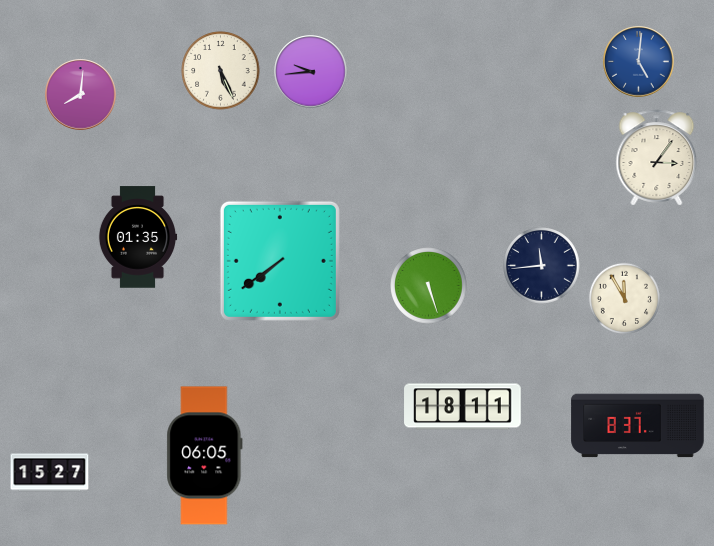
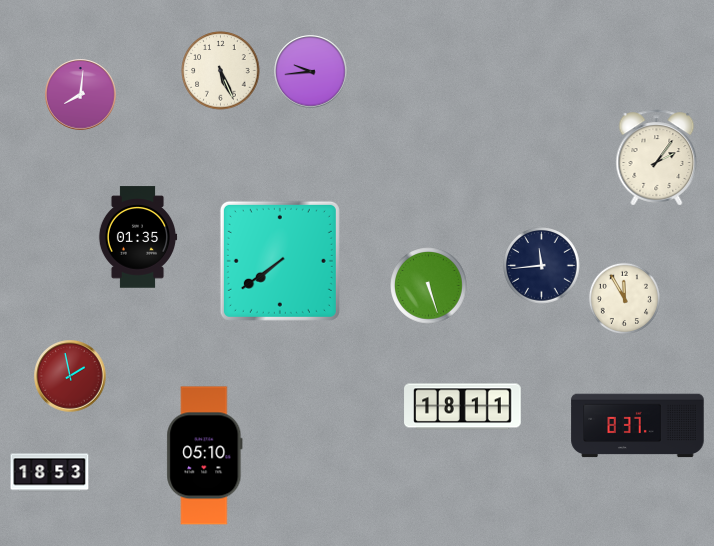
clock at (639, 62): 5:01 -> none
clock at (657, 158): 3:06 -> 2:06
clock at (70, 376): none -> 1:58
clock at (205, 456): 06:05 -> 05:10
clock at (50, 473): 15:27 -> 18:53
